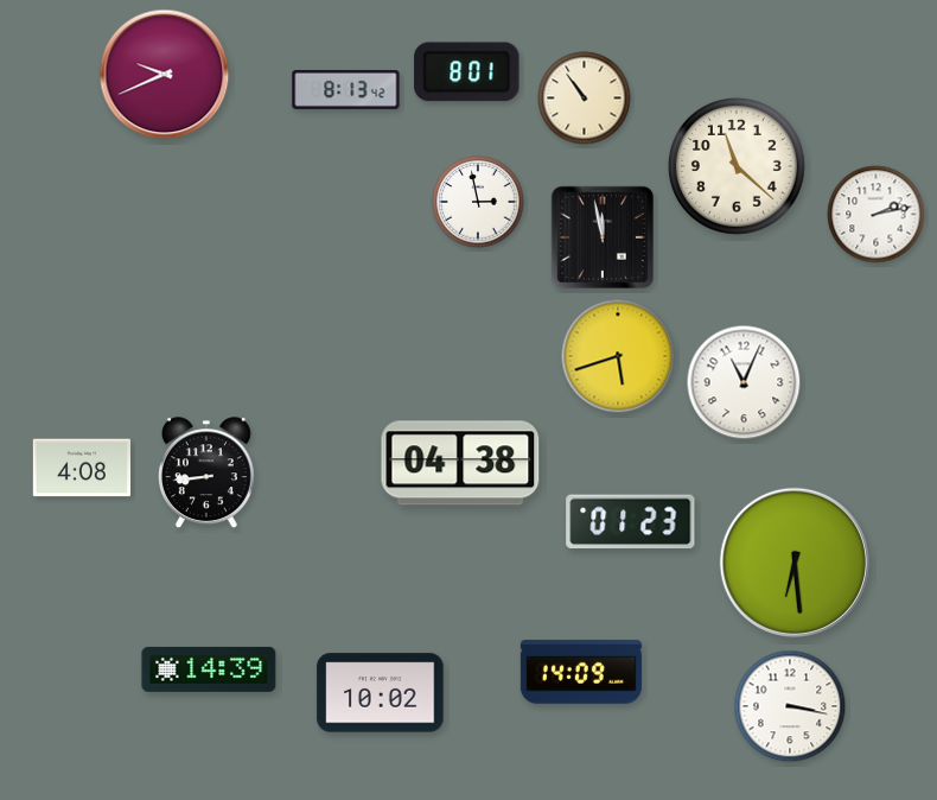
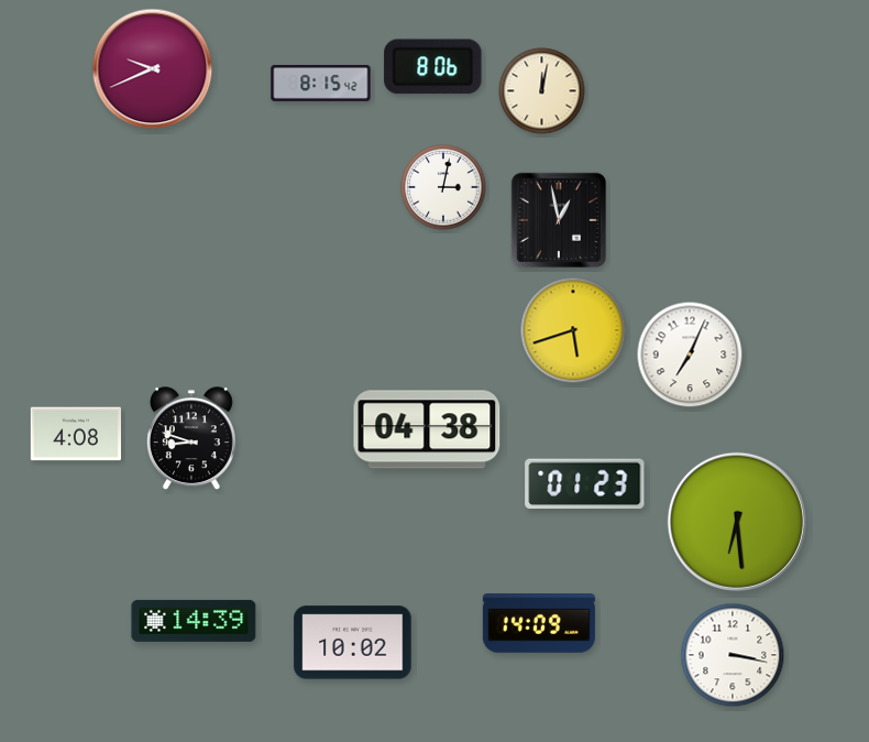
clock at (467, 72): 8:01 -> 8:06
clock at (346, 90): 8:13 -> 8:15
clock at (585, 99): 10:54 -> 12:02
clock at (737, 166): 11:22 -> none
clock at (478, 202): 2:58 -> 3:02
clock at (877, 215): 2:13 -> none
clock at (603, 237): 11:58 -> 12:58
clock at (744, 382): 11:04 -> 7:04
clock at (206, 474): 8:44 -> 8:48
